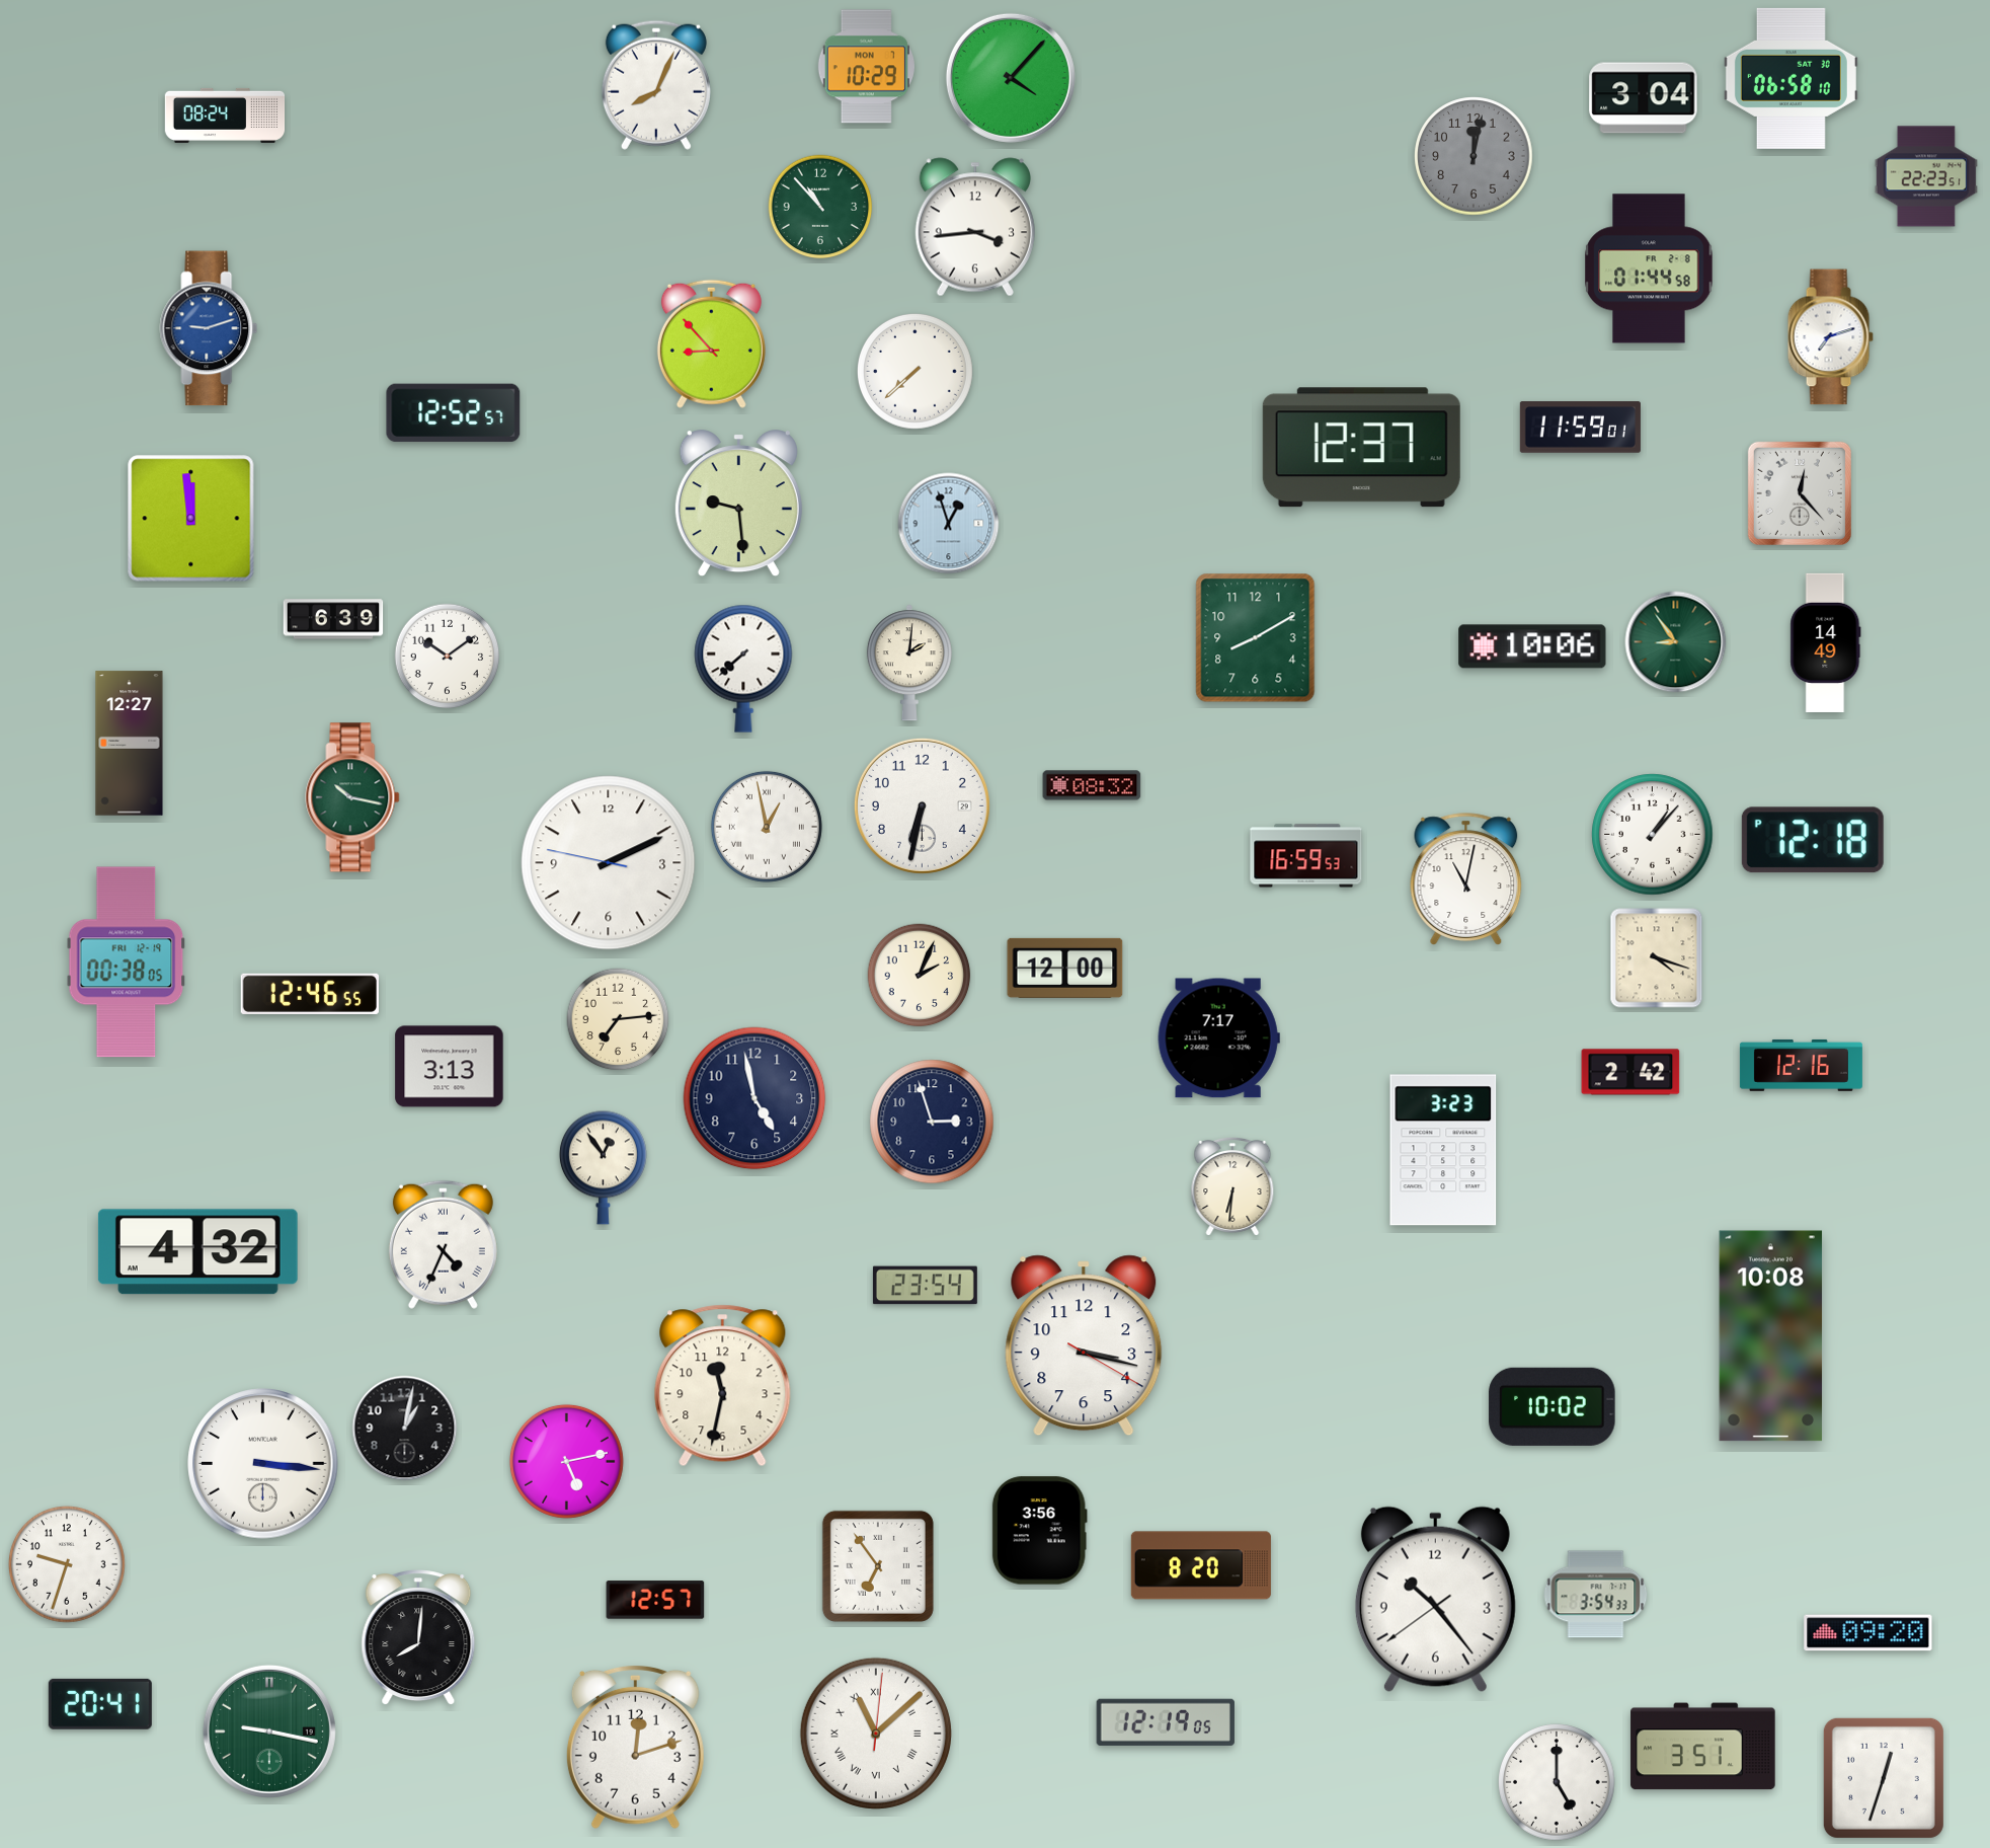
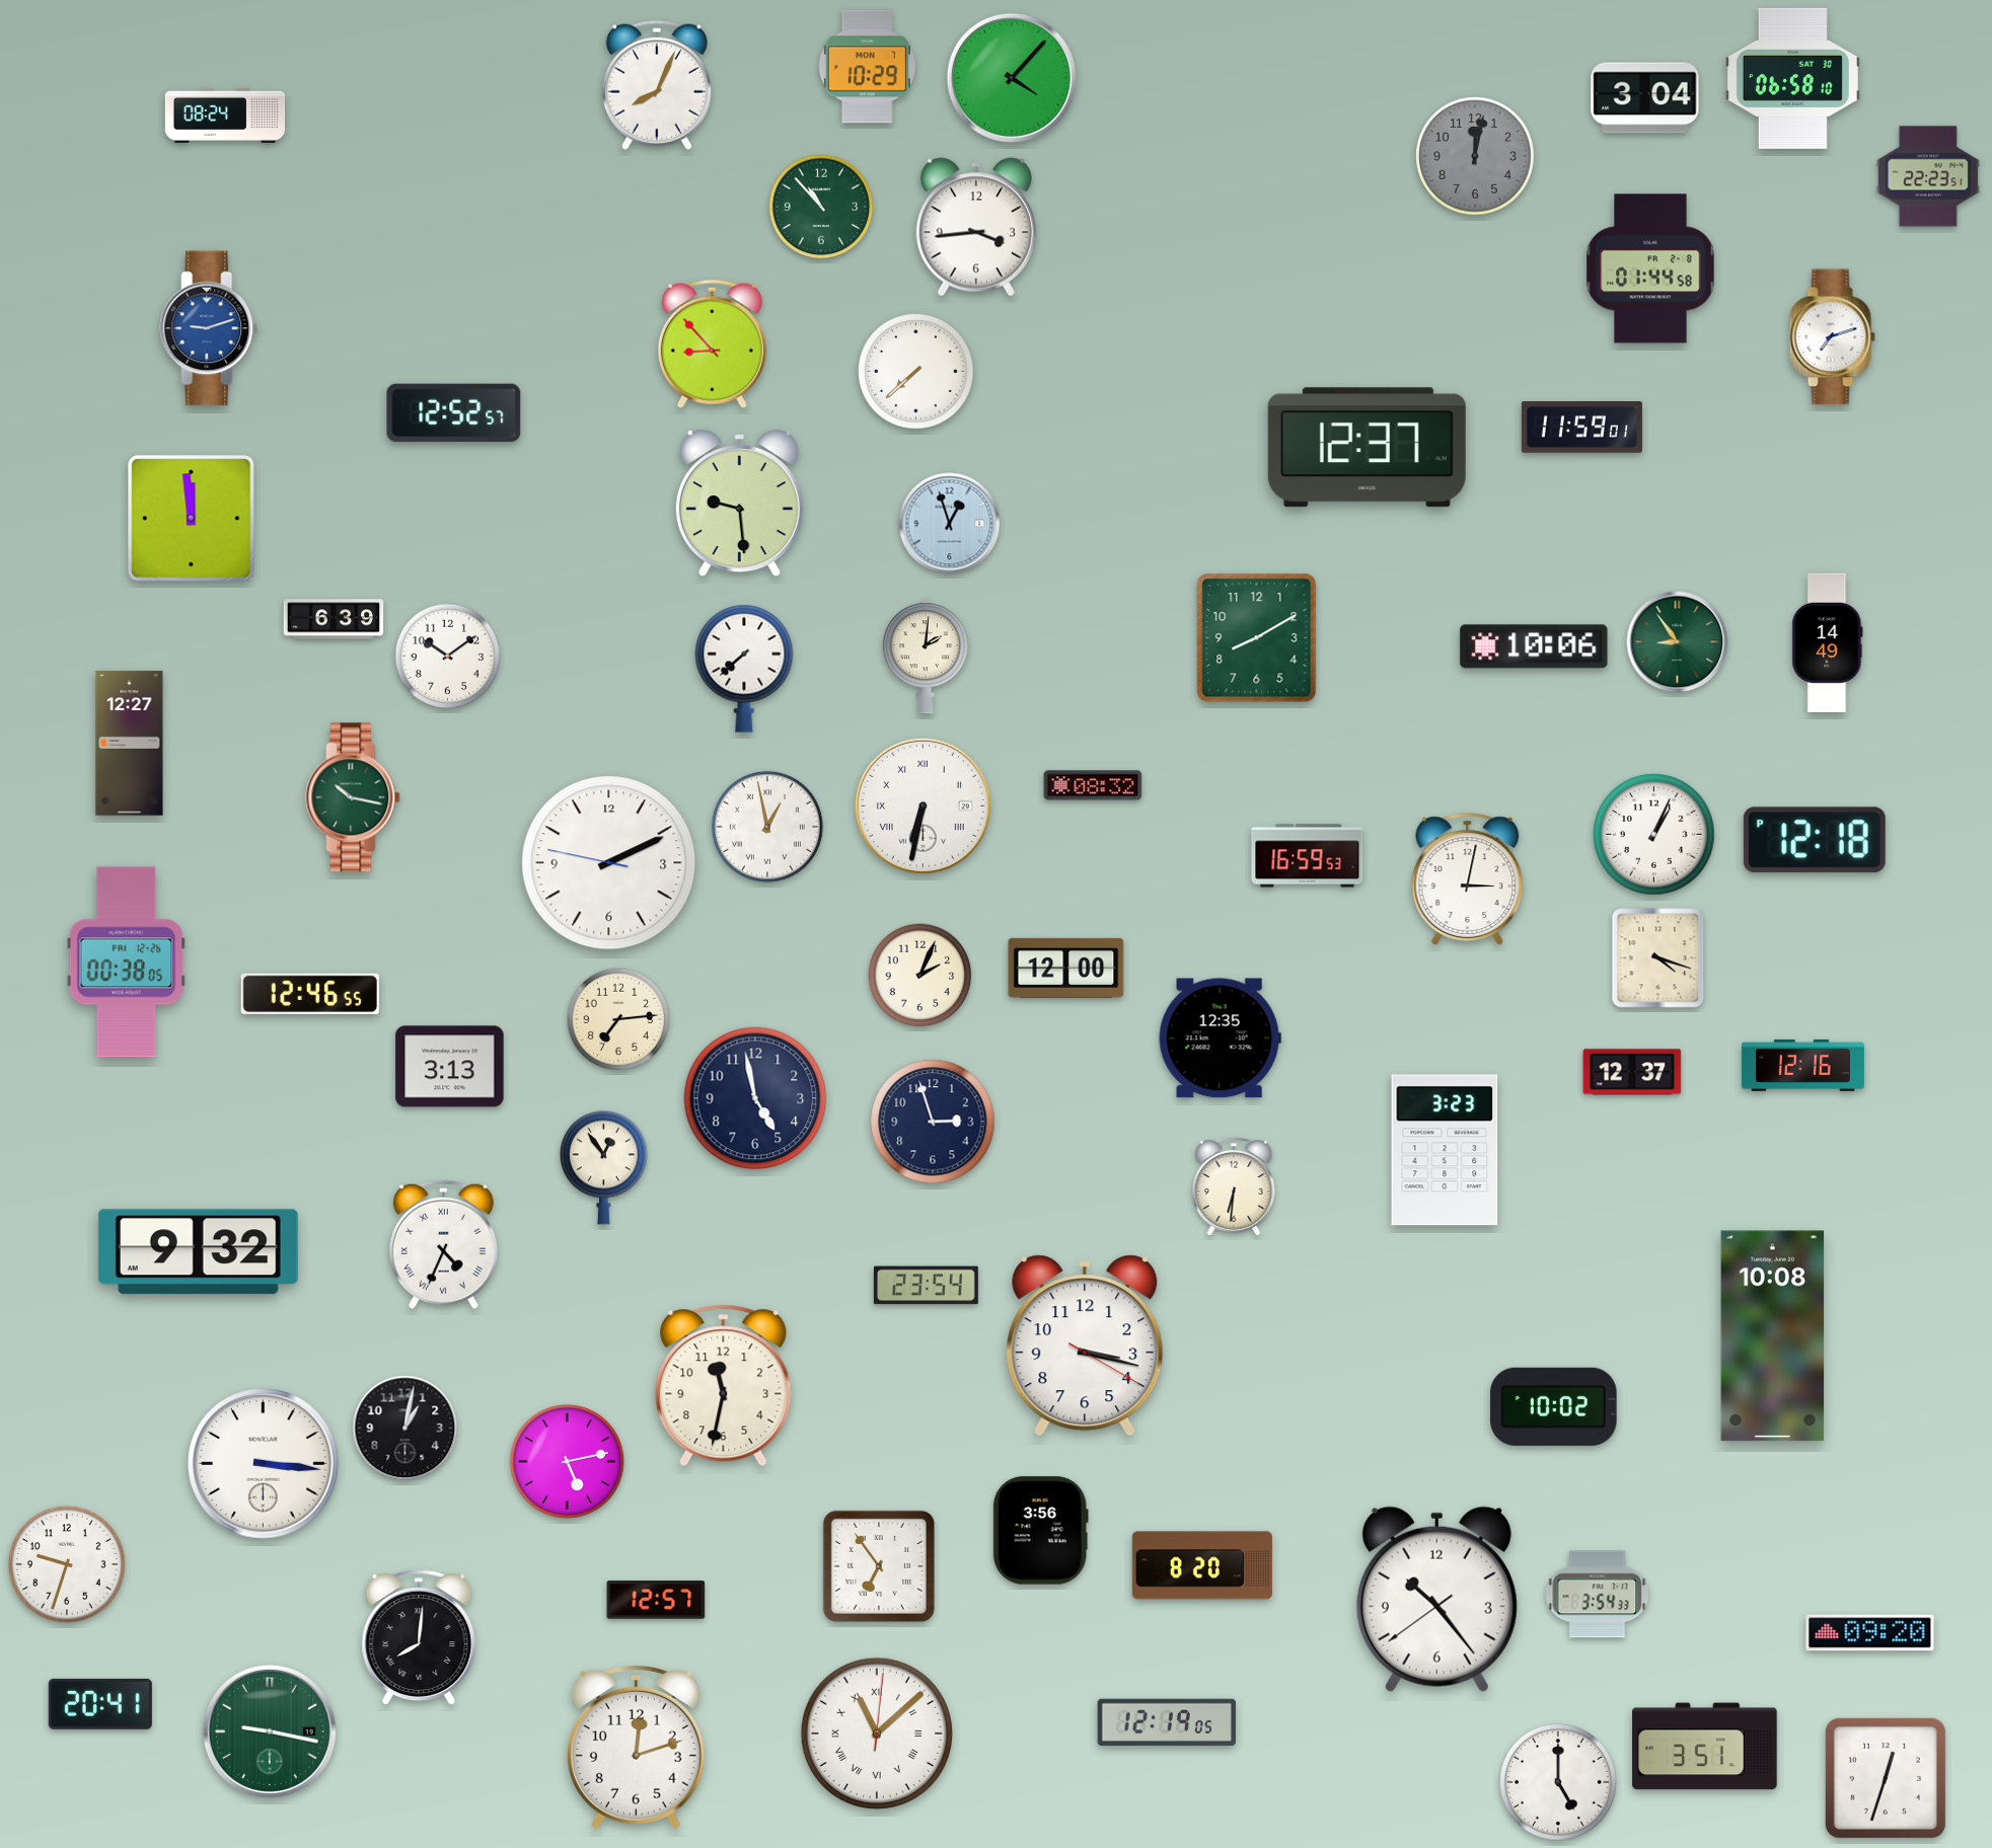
clock at (1361, 448) position: (1361, 448) -> (1367, 448)
clock at (1800, 493): 12:23 -> none
clock at (909, 663) position: (909, 663) -> (926, 656)
clock at (922, 805) numerals: Arabic -> Roman
clock at (1653, 835): 1:07 -> 1:04
clock at (1466, 879): 11:02 -> 3:02
clock at (127, 962) date: FRI 12-19 -> FRI 12-26
clock at (1218, 1038): 7:17 -> 12:35
clock at (1630, 1072): 2:42 -> 12:37
clock at (197, 1252): 4:32 -> 9:32
